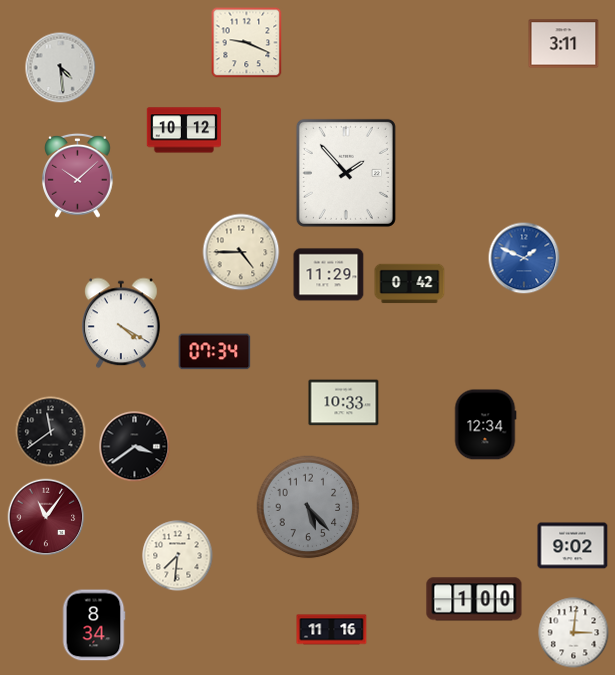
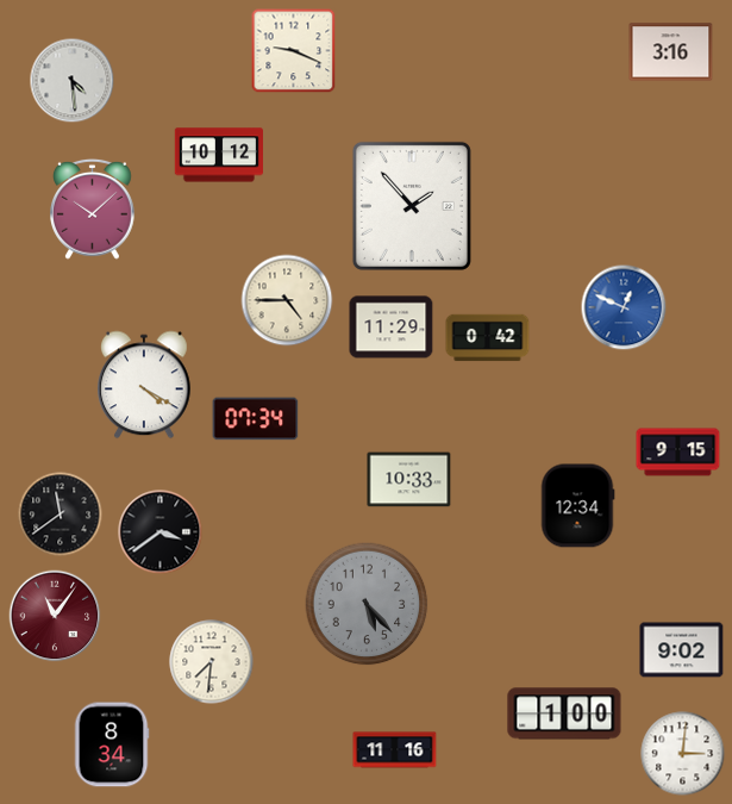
clock at (564, 44): 3:11 -> 3:16
clock at (524, 258): 1:49 -> 12:49
clock at (678, 453): none -> 9:15
